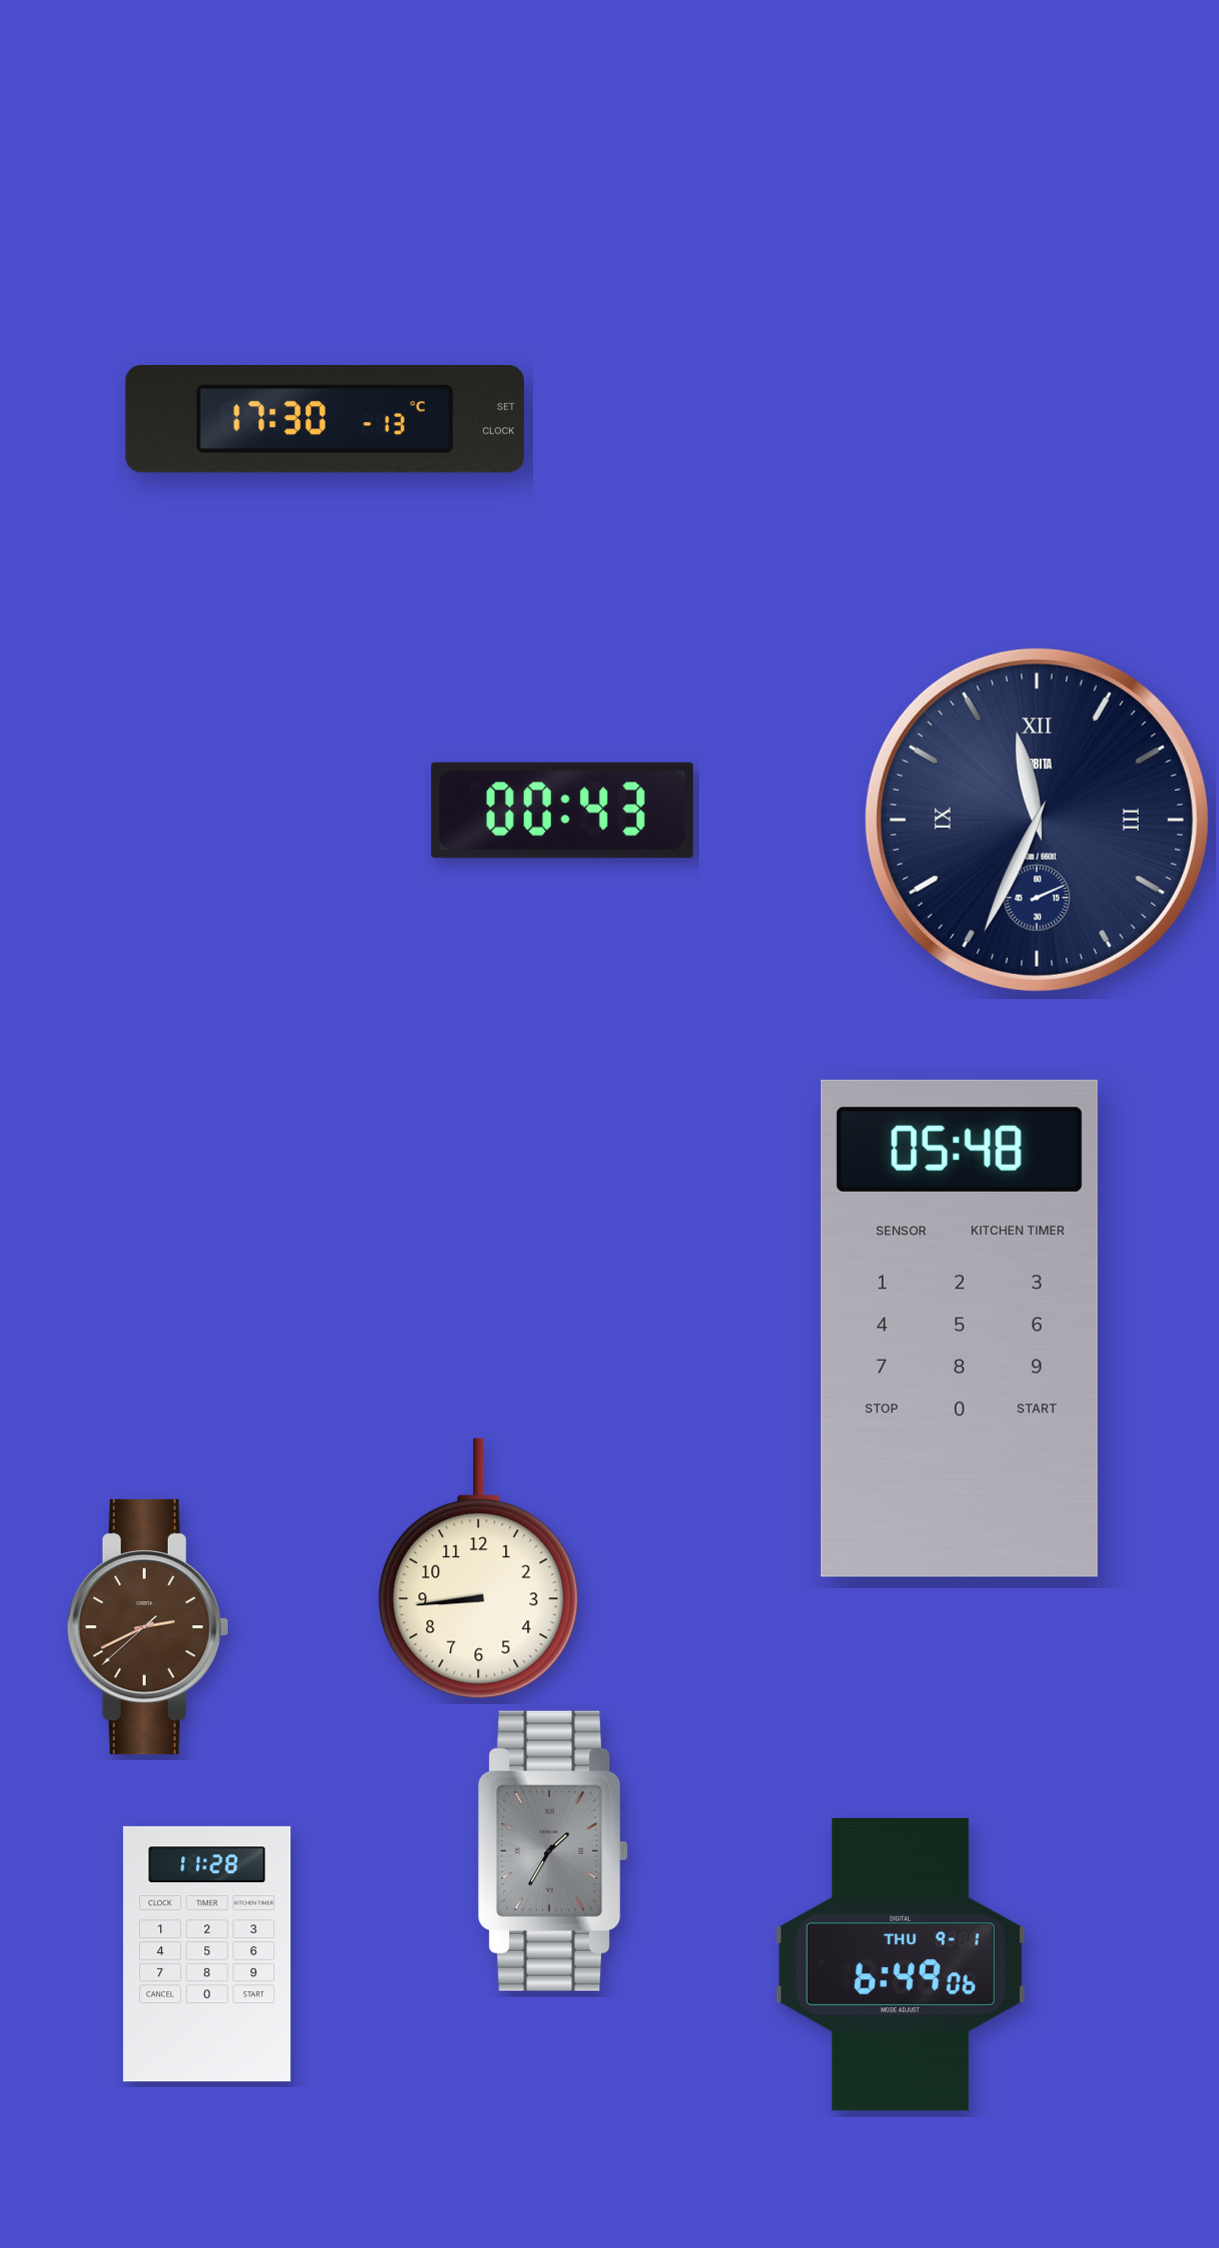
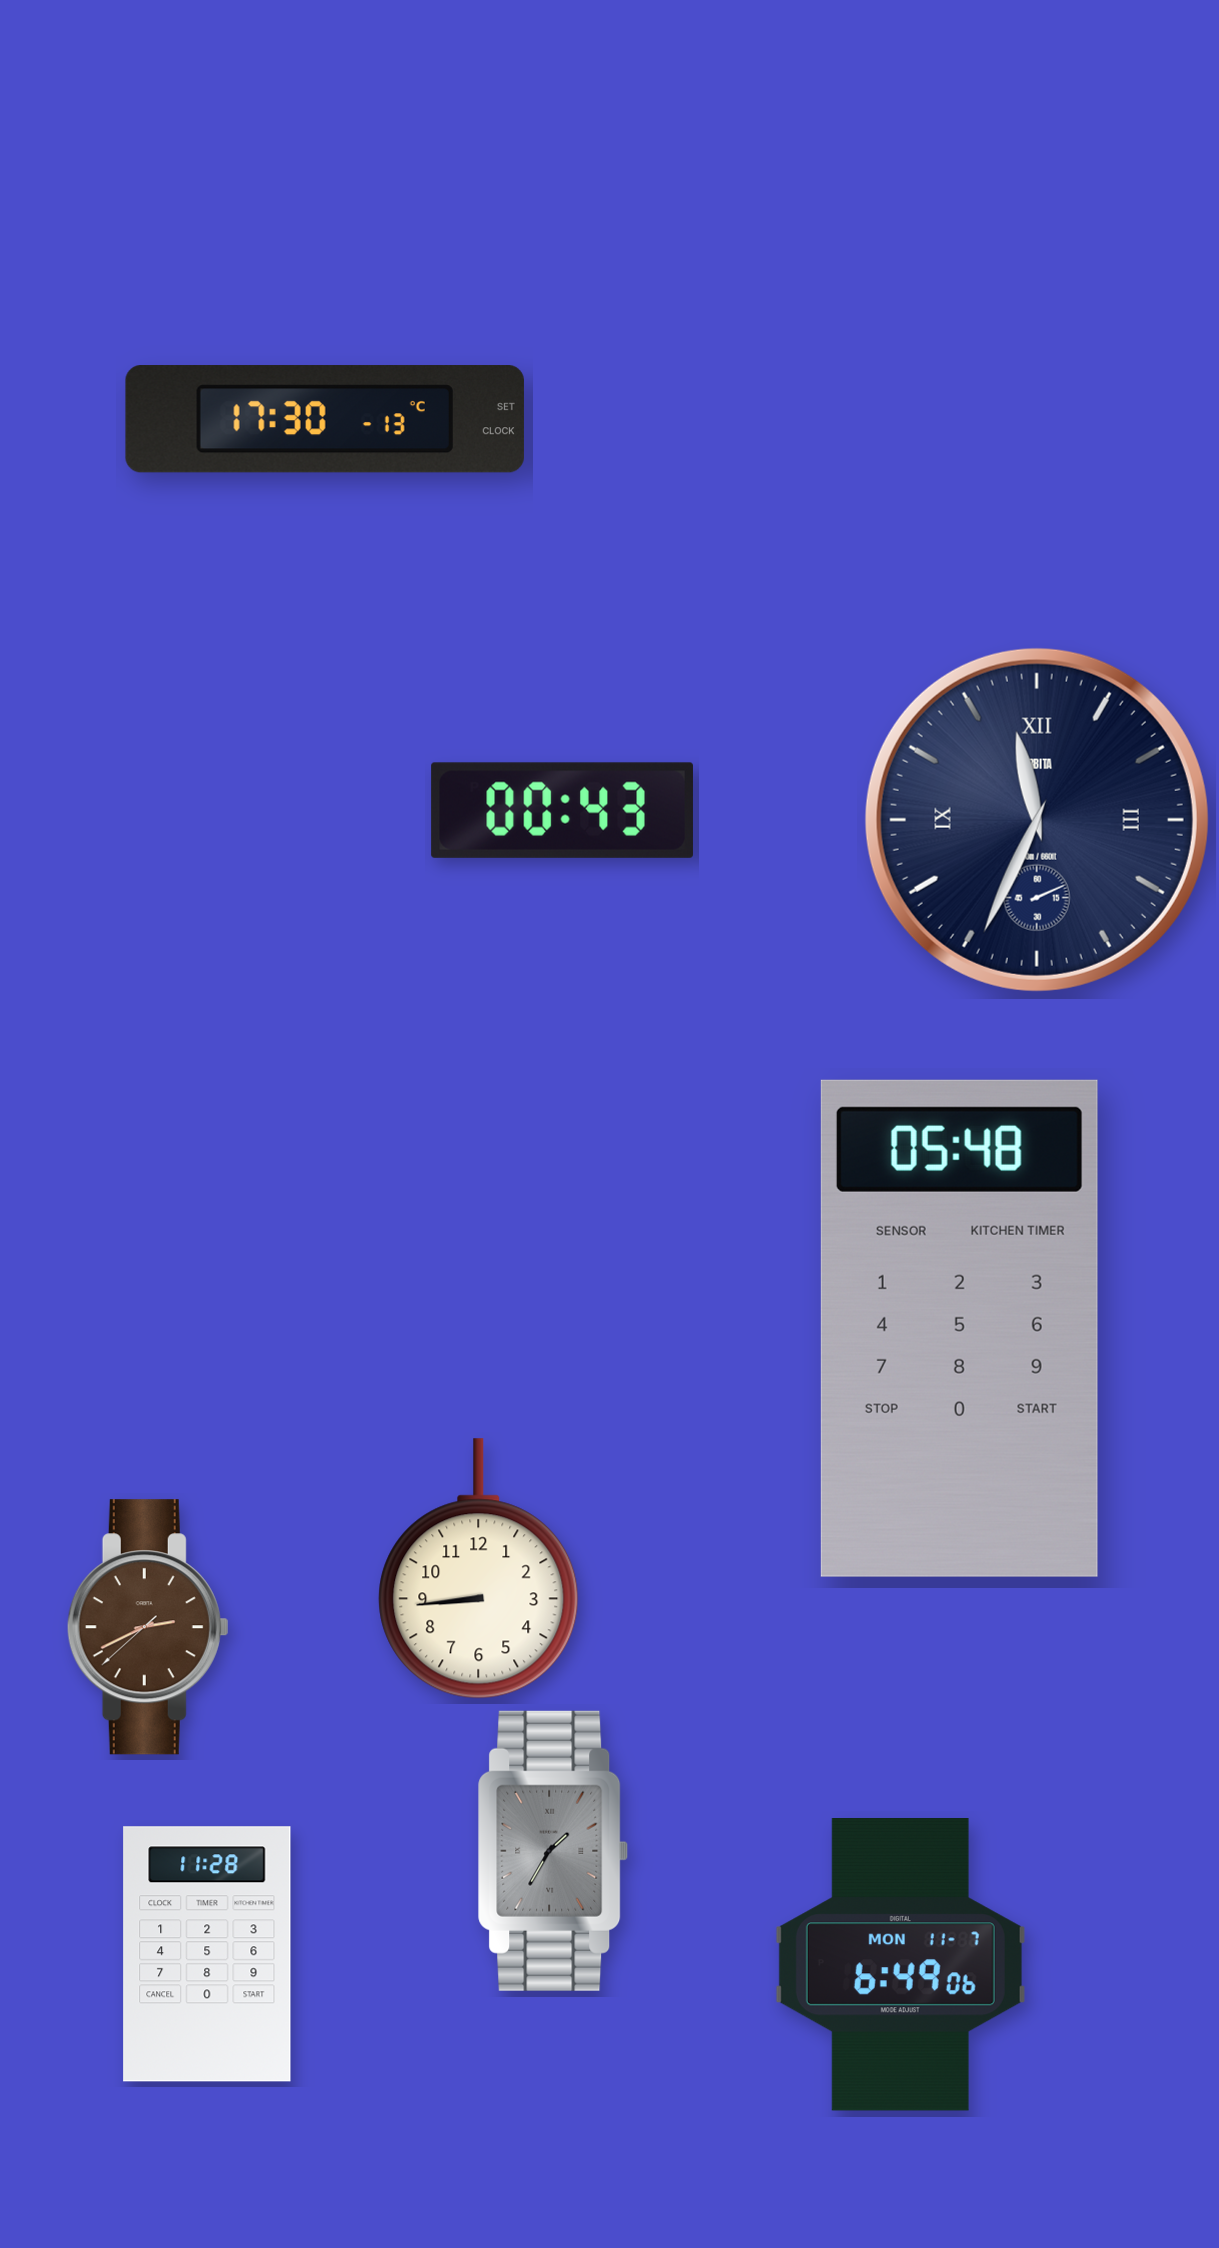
clock at (900, 1965) date: THU 9-1 -> MON 11-7
